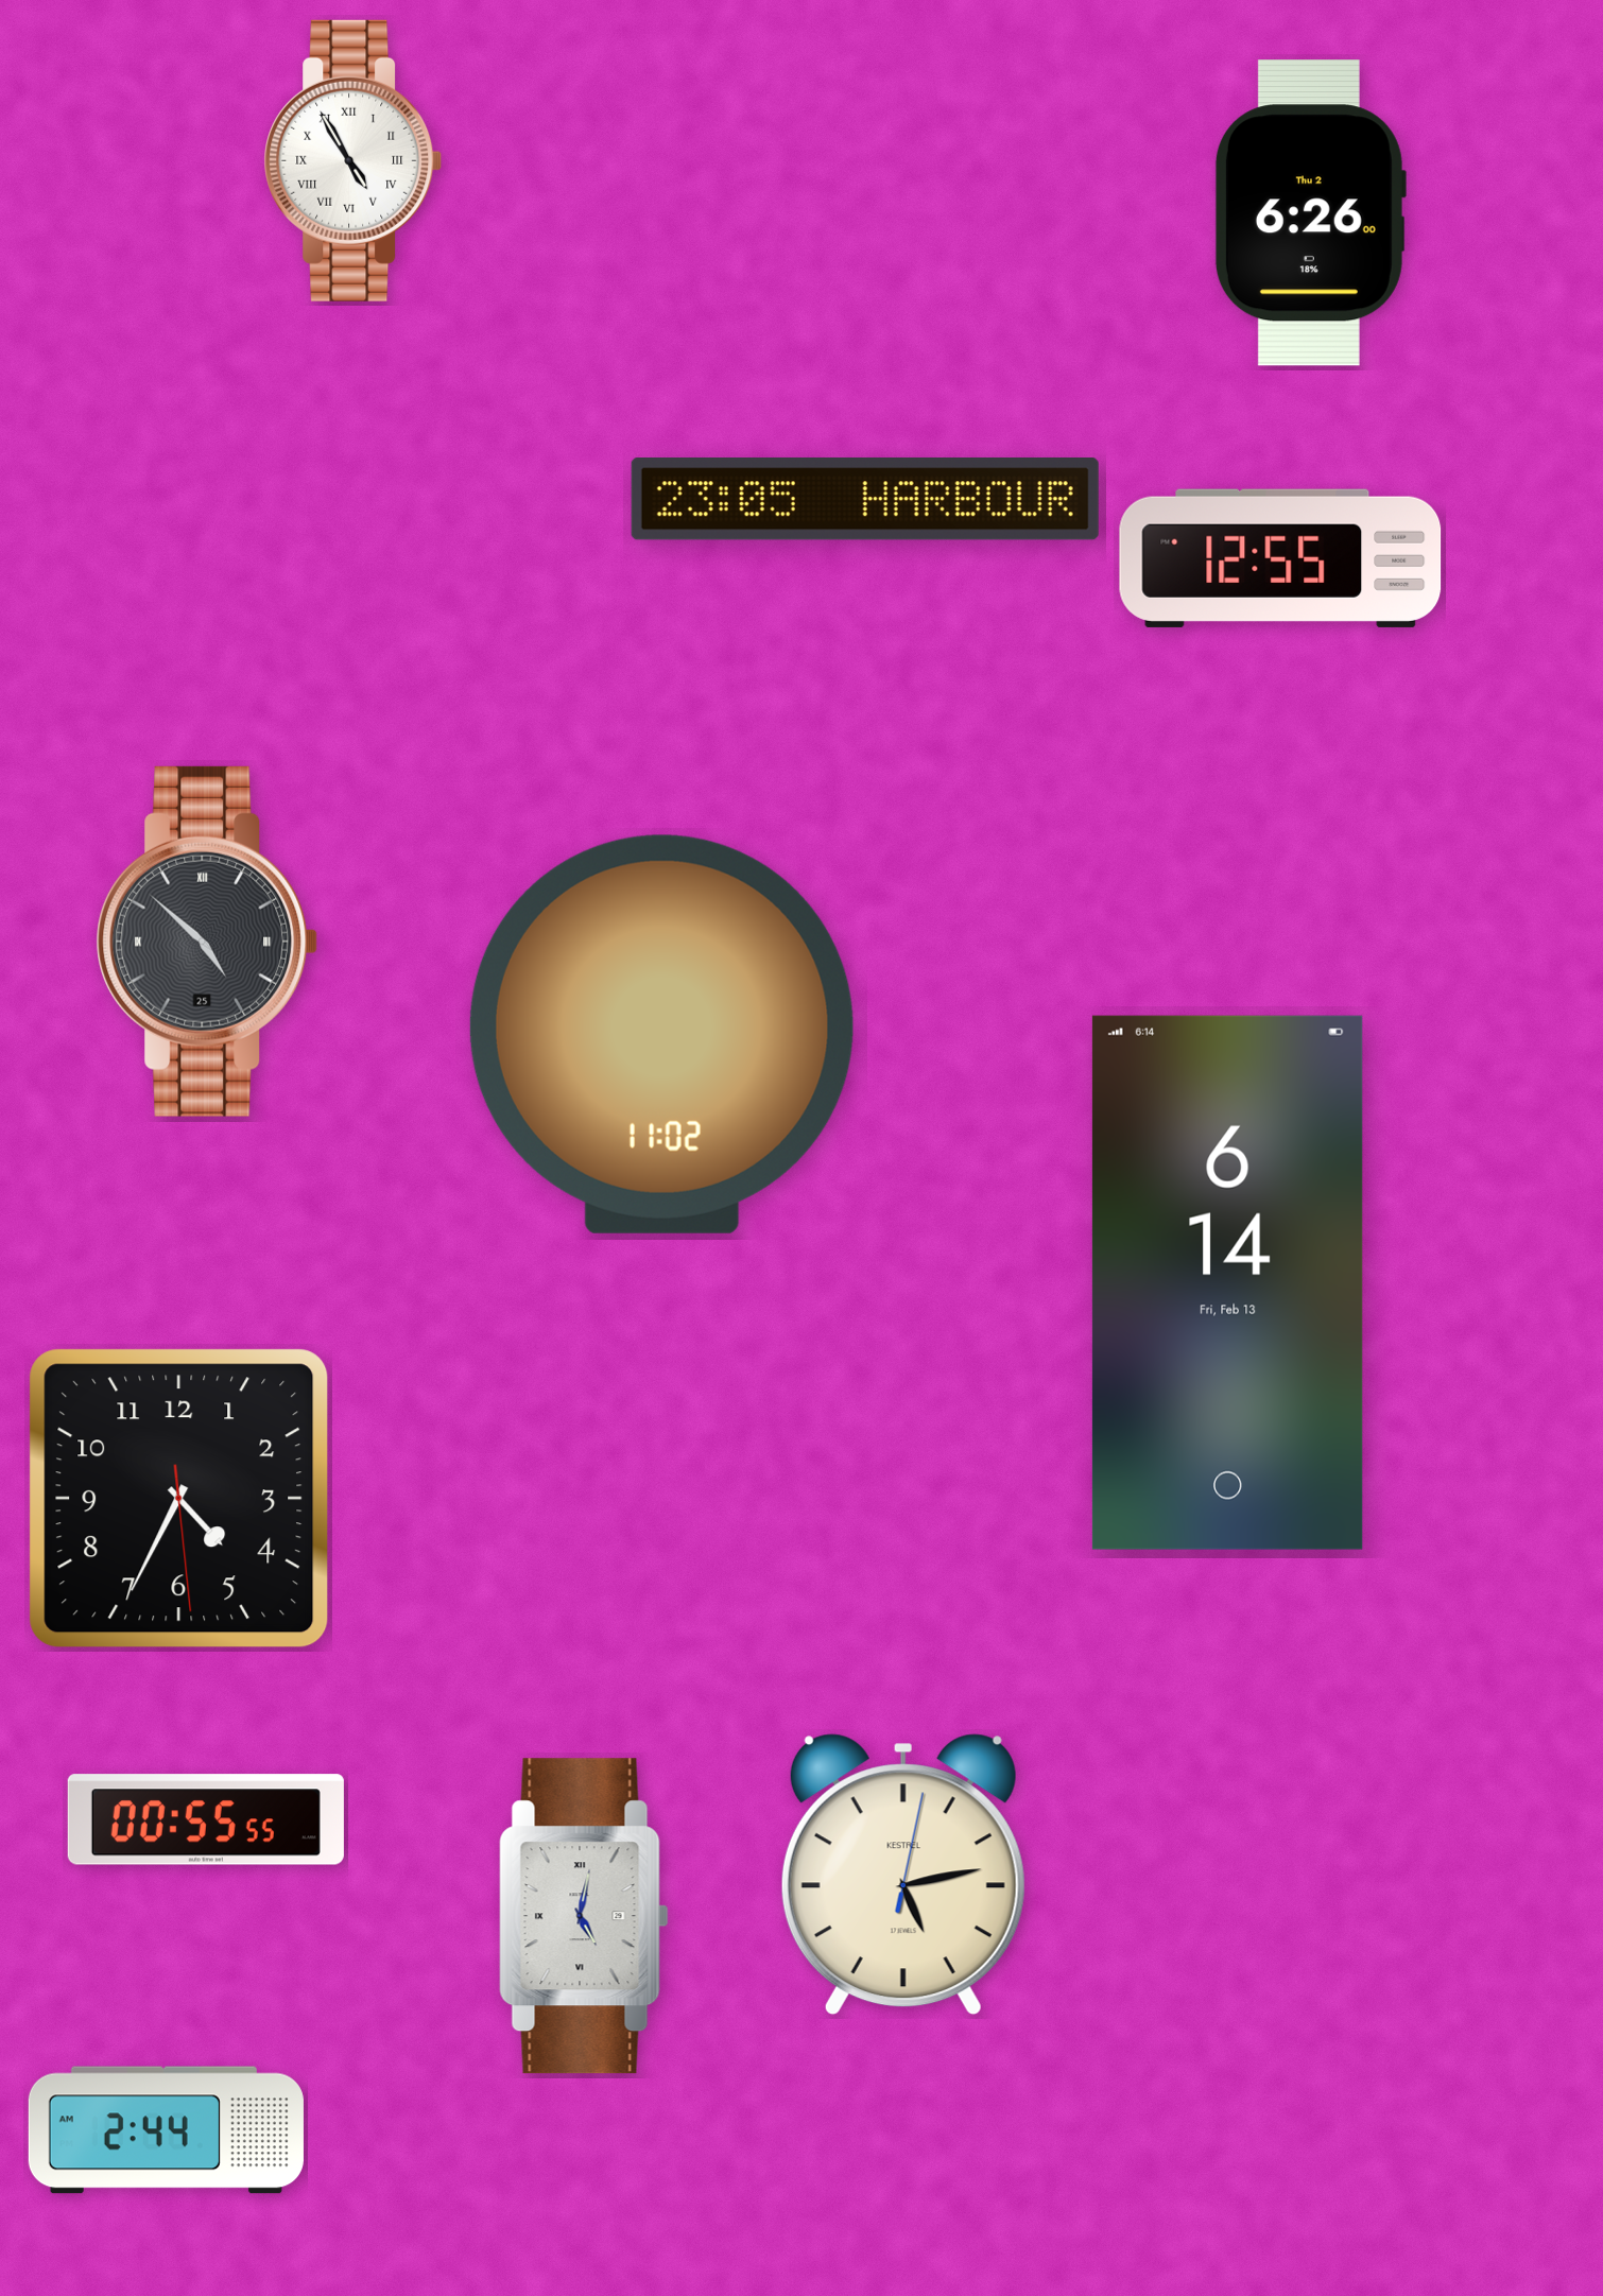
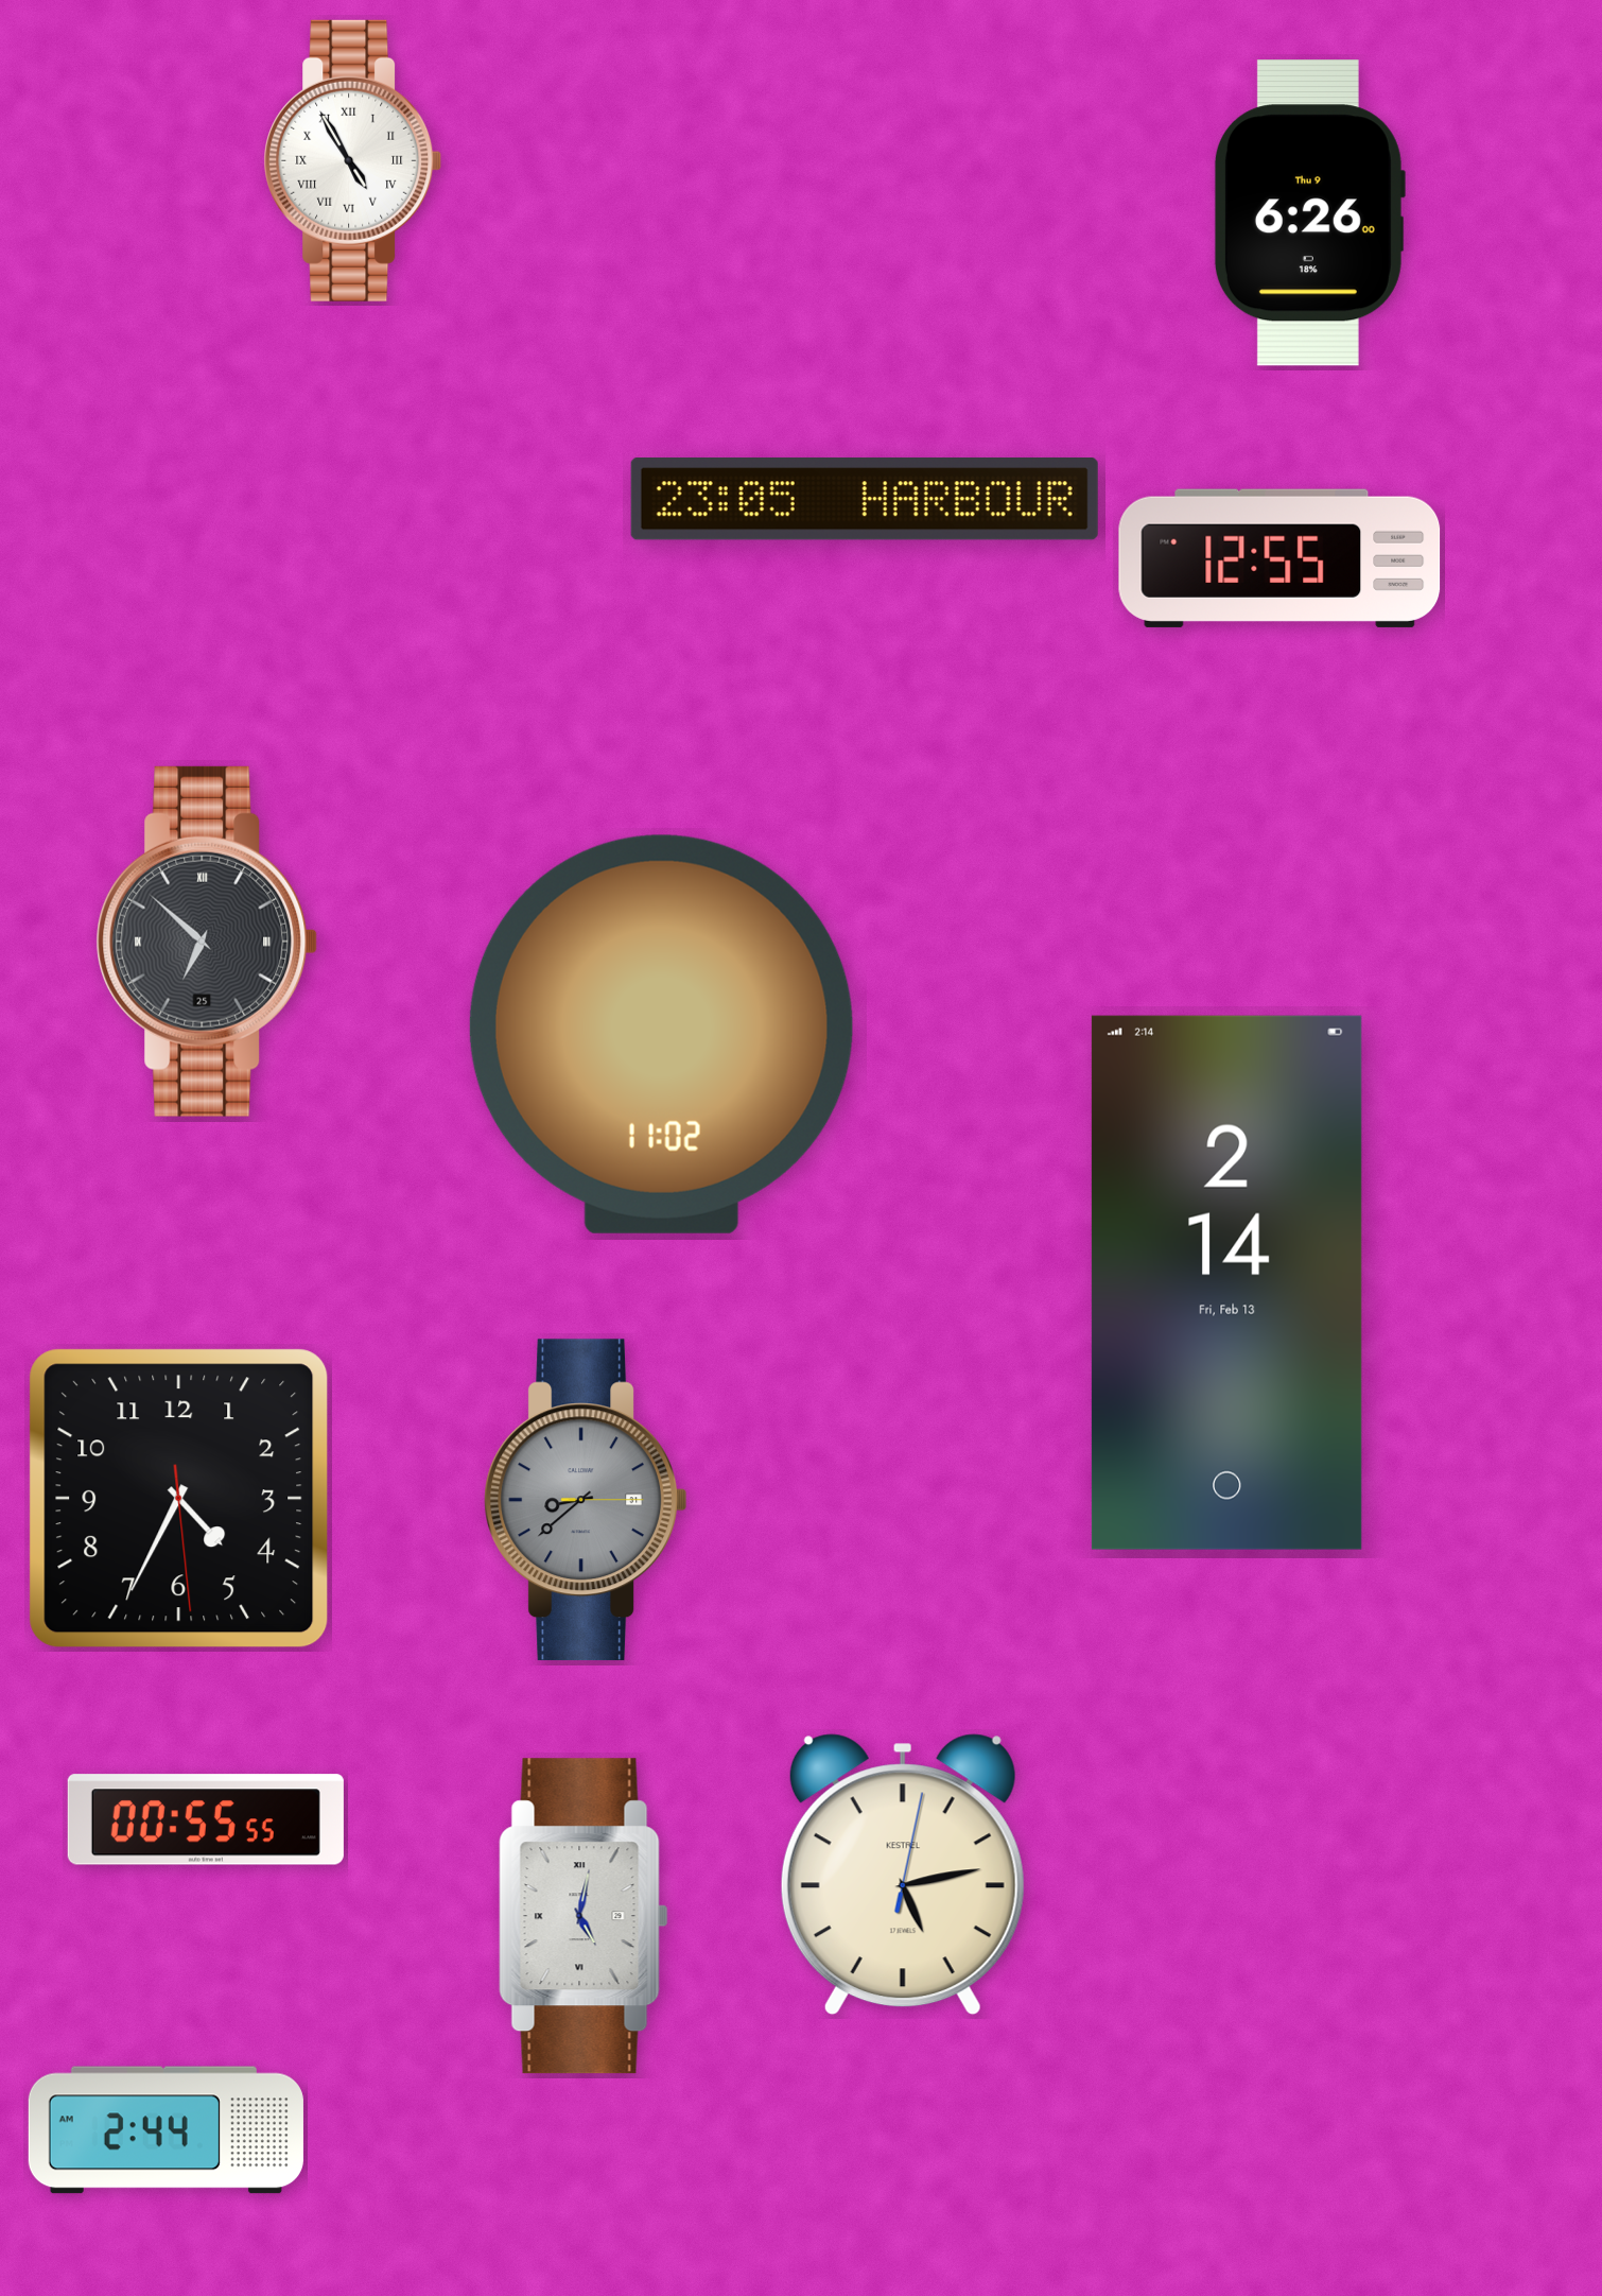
clock at (1310, 213) date: Thu 2 -> Thu 9
clock at (207, 942): 4:52 -> 6:52
clock at (1227, 1282): 6:14 -> 2:14
clock at (586, 1500): none -> 8:38
